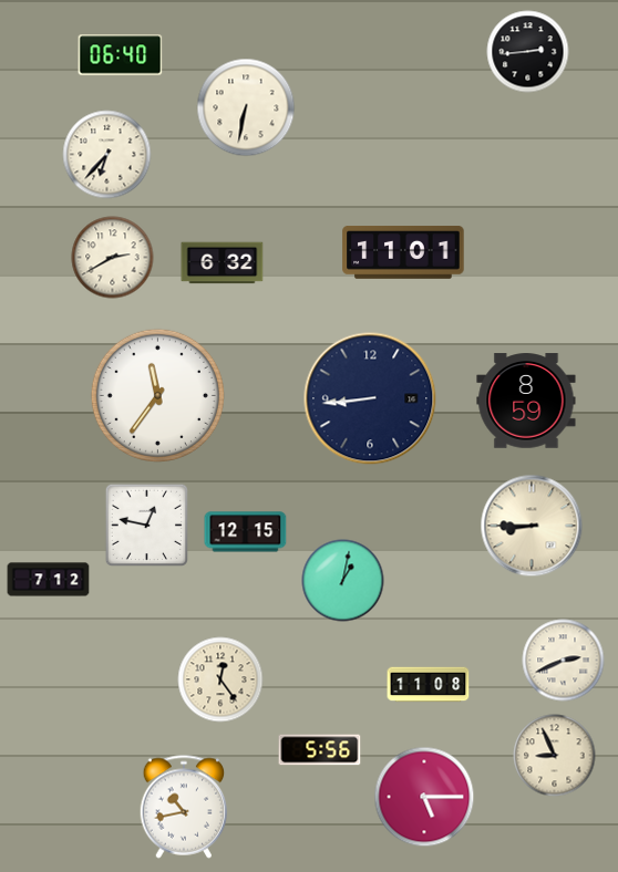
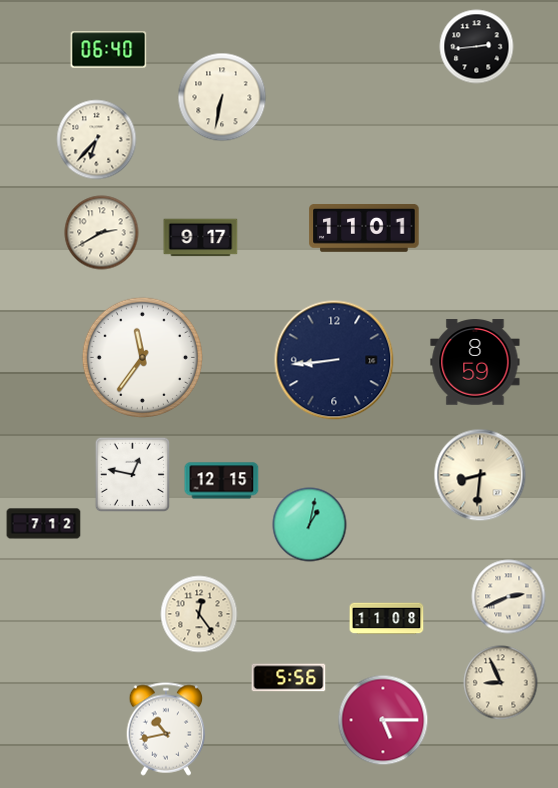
clock at (223, 263): 6:32 -> 9:17
clock at (532, 526): 8:45 -> 8:31
